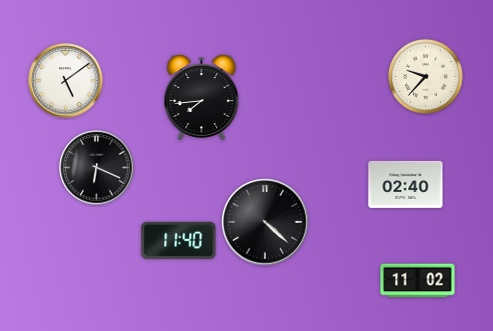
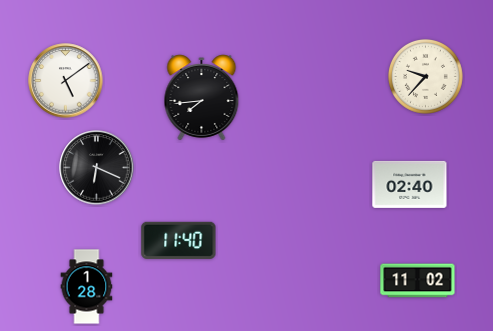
clock at (406, 184) position: (406, 184) -> (410, 184)
clock at (265, 222): 4:22 -> none
clock at (87, 287): none -> 1:28
